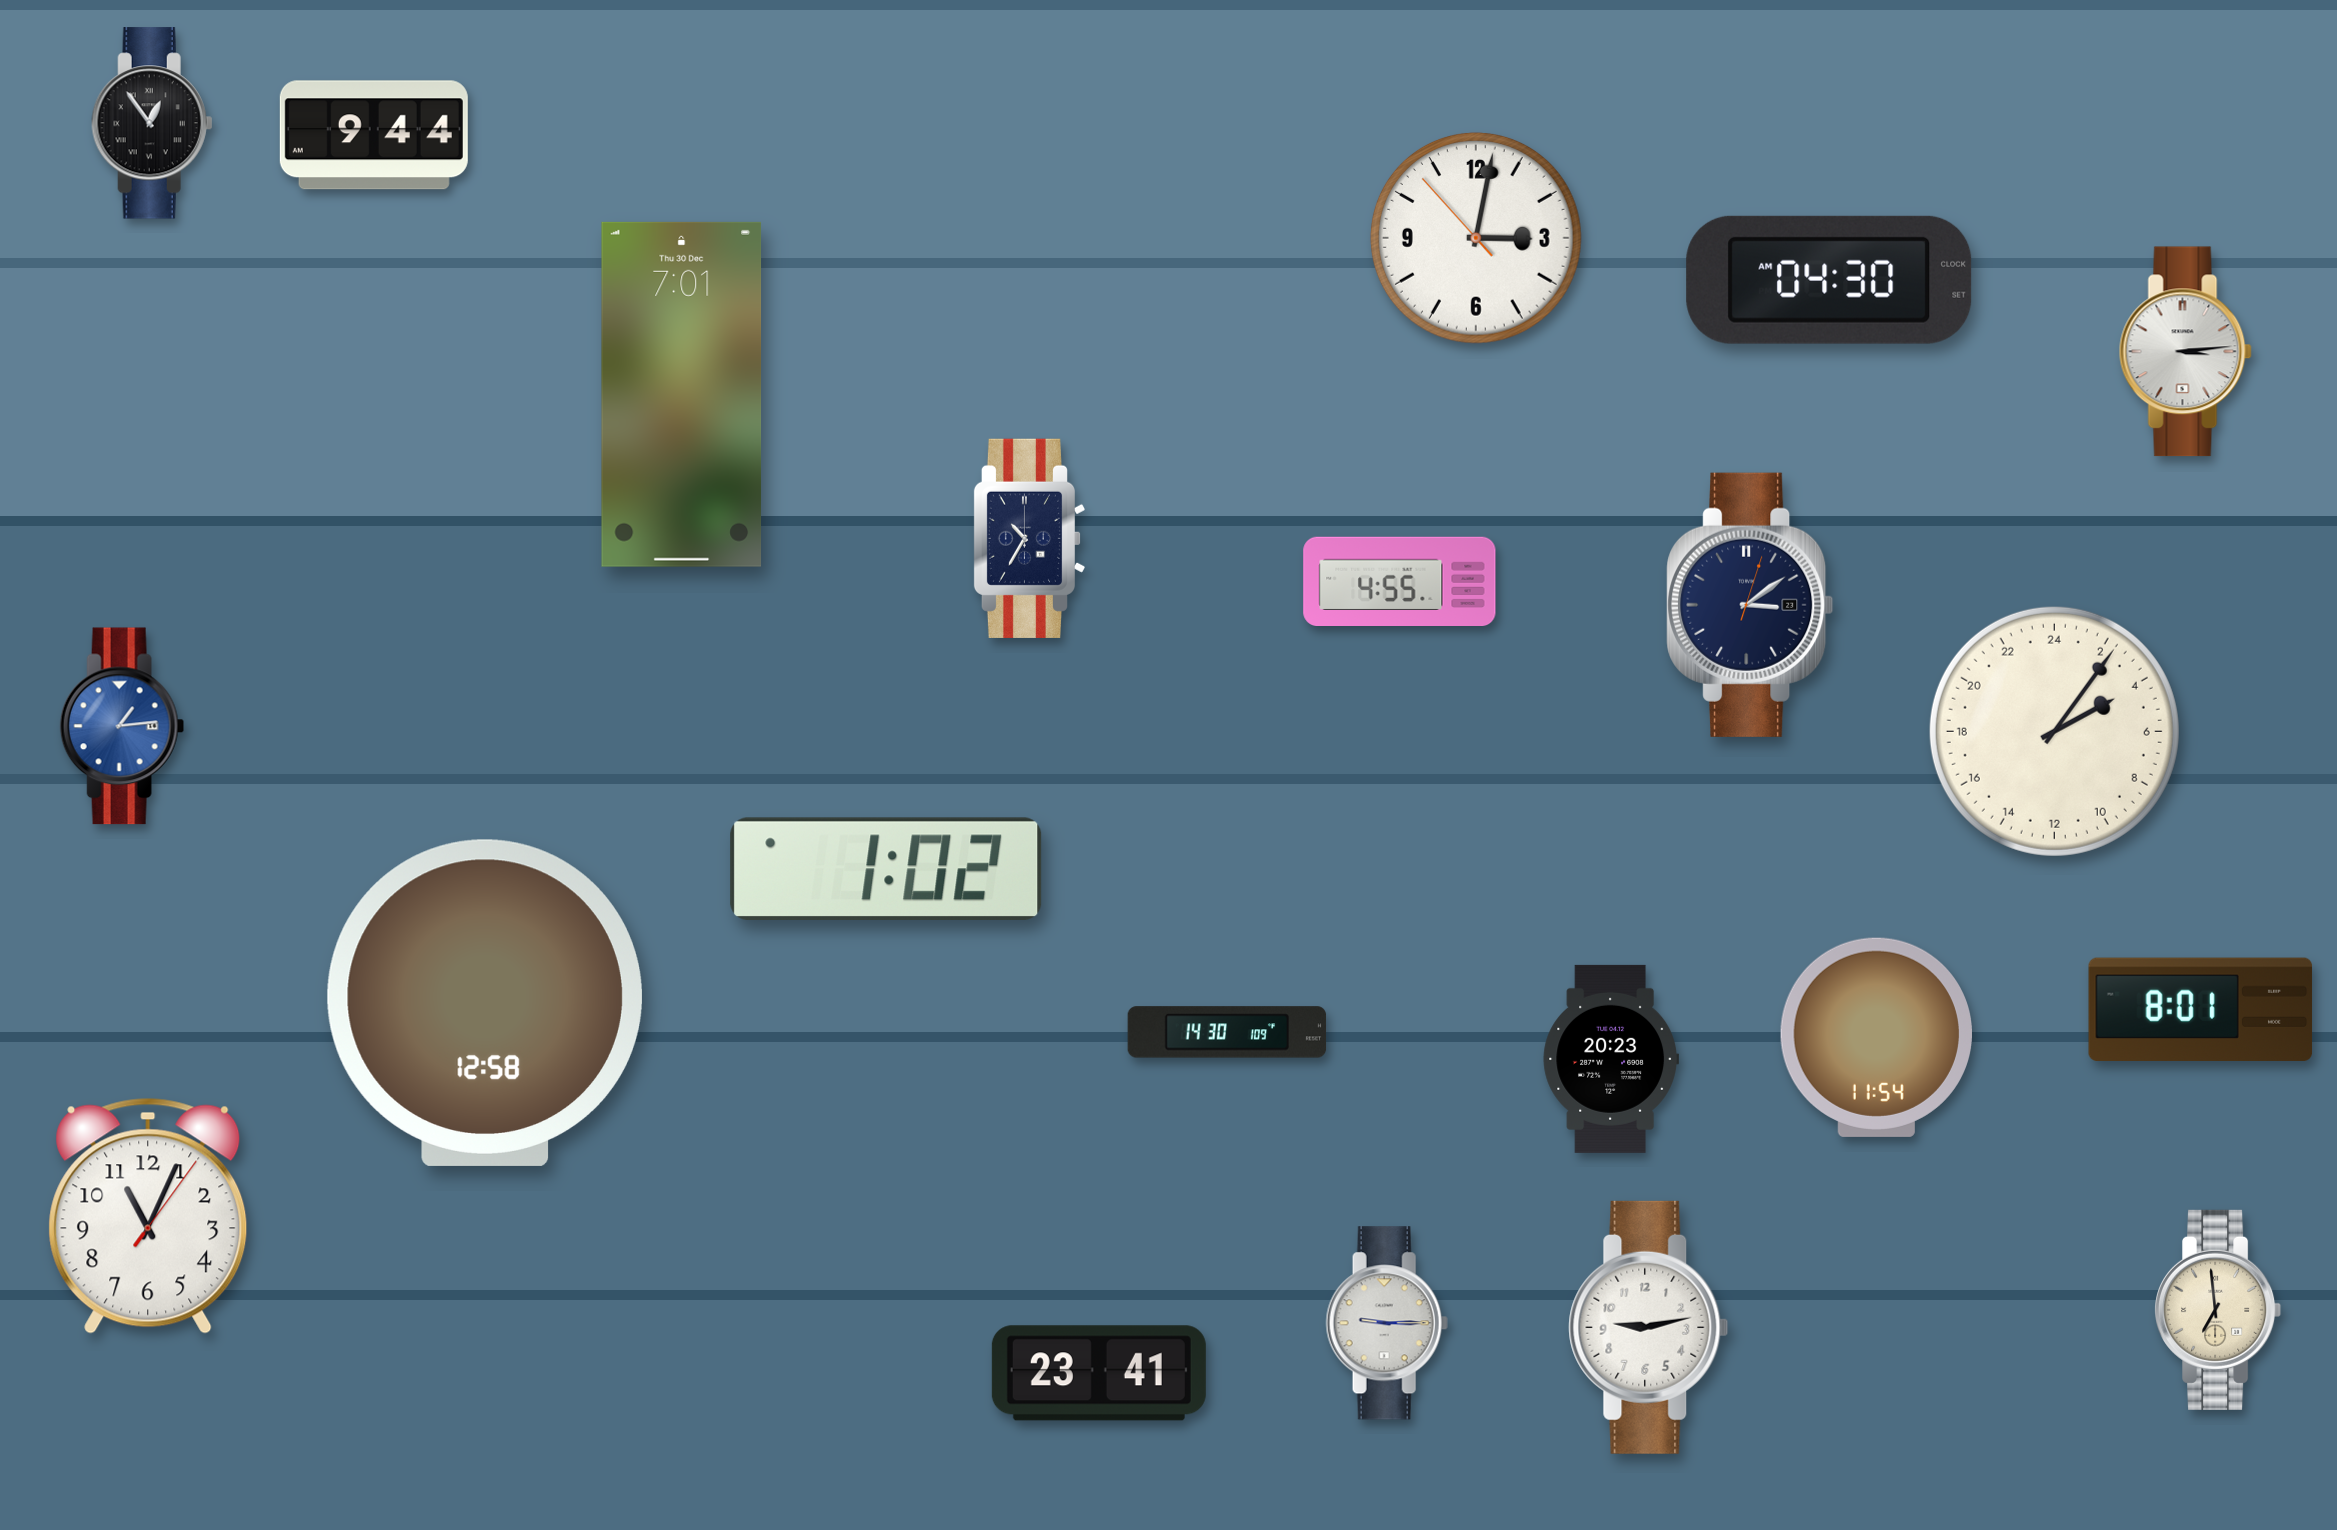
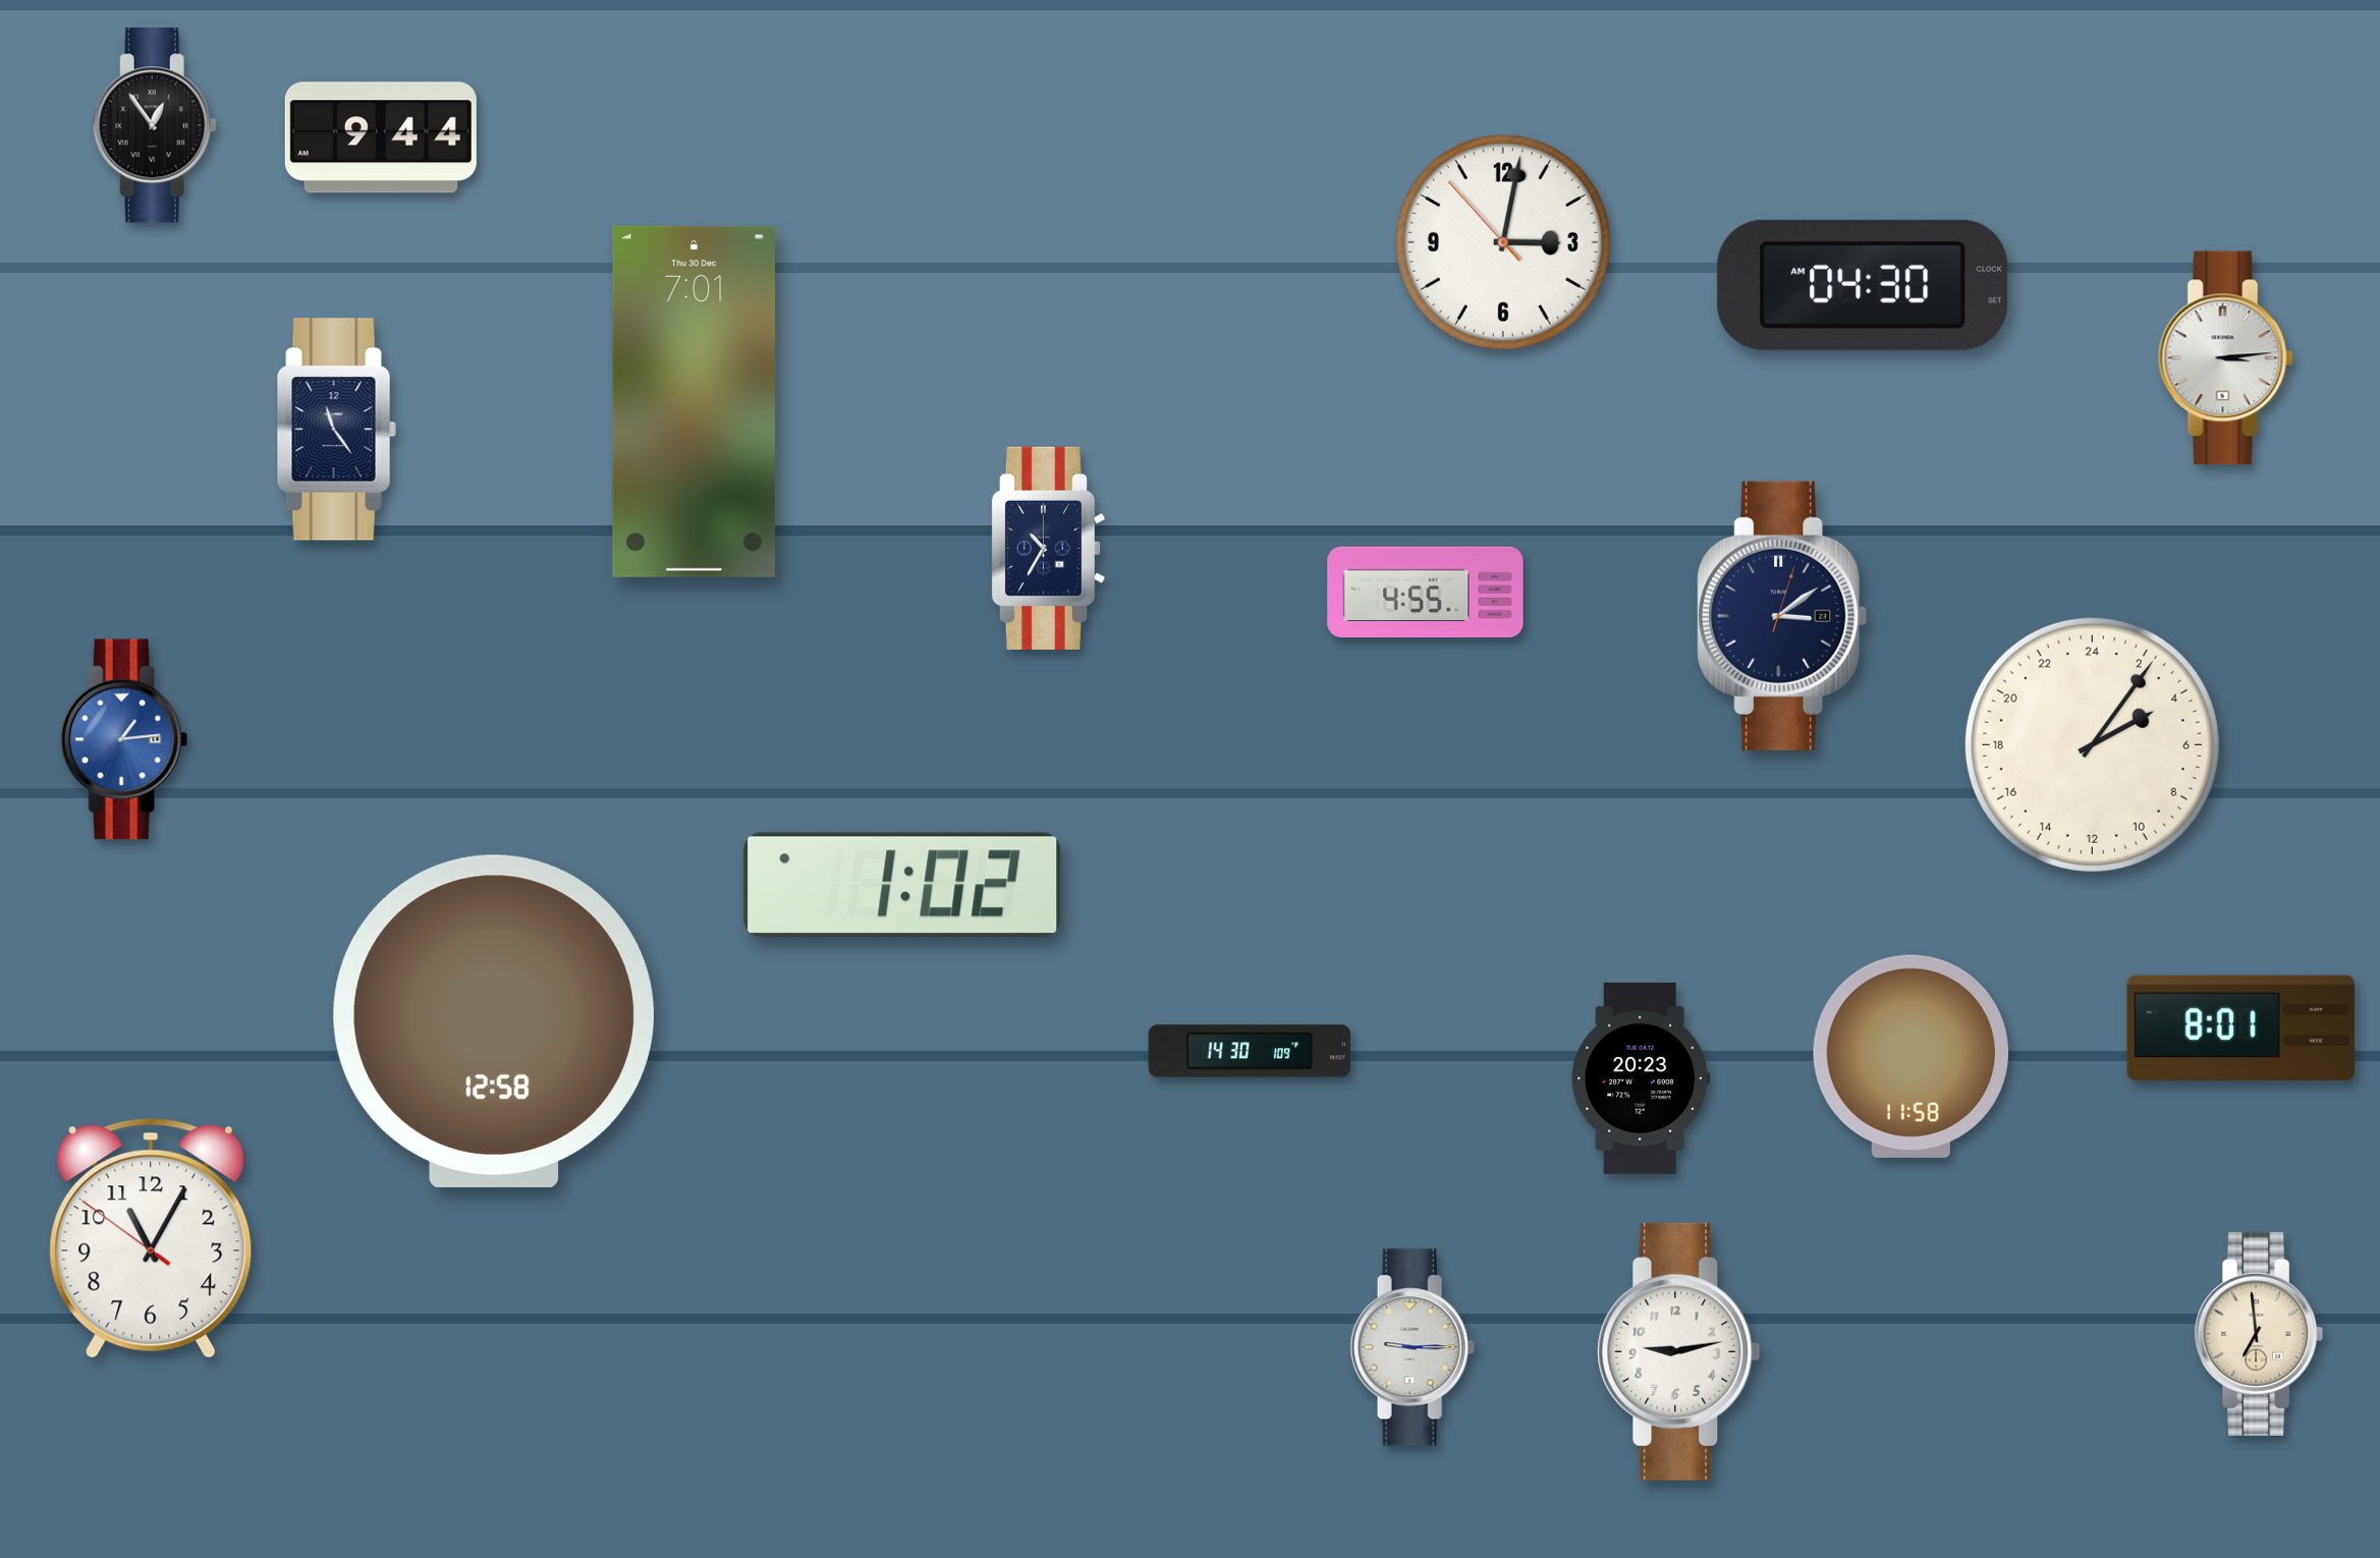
clock at (336, 430): none -> 11:24
clock at (1876, 1037): 11:54 -> 11:58
clock at (148, 1216): 11:04:06 -> 11:04:51
clock at (1099, 1373): 23:41 -> none
